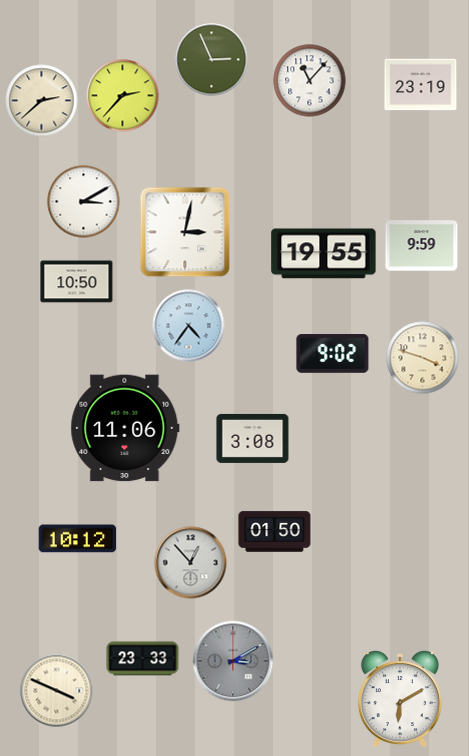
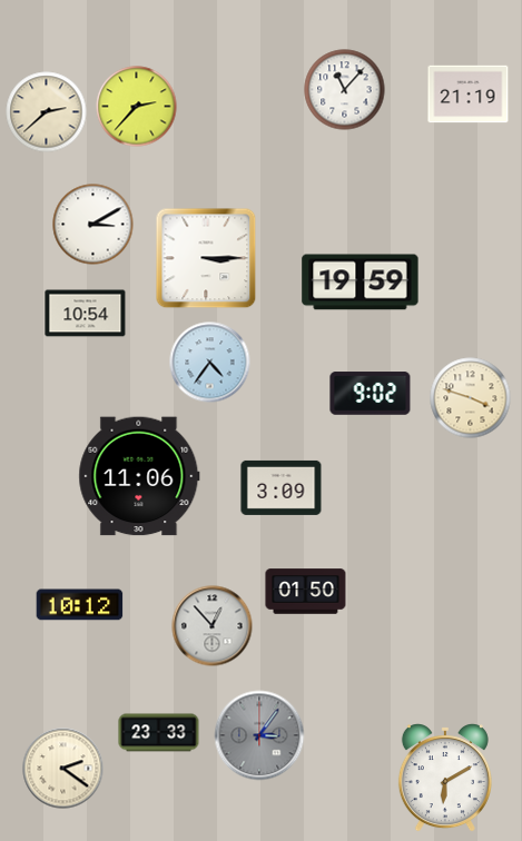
clock at (212, 60): 2:56 -> none
clock at (421, 85): 23:19 -> 21:19
clock at (185, 232): 3:02 -> 3:15
clock at (422, 246): 9:59 -> none
clock at (324, 254): 19:55 -> 19:59
clock at (77, 282): 10:50 -> 10:54
clock at (253, 438): 3:08 -> 3:09
clock at (78, 539) position: (78, 539) -> (80, 605)
clock at (233, 661): 3:10 -> 3:06
clock at (57, 691): 3:49 -> 2:21
